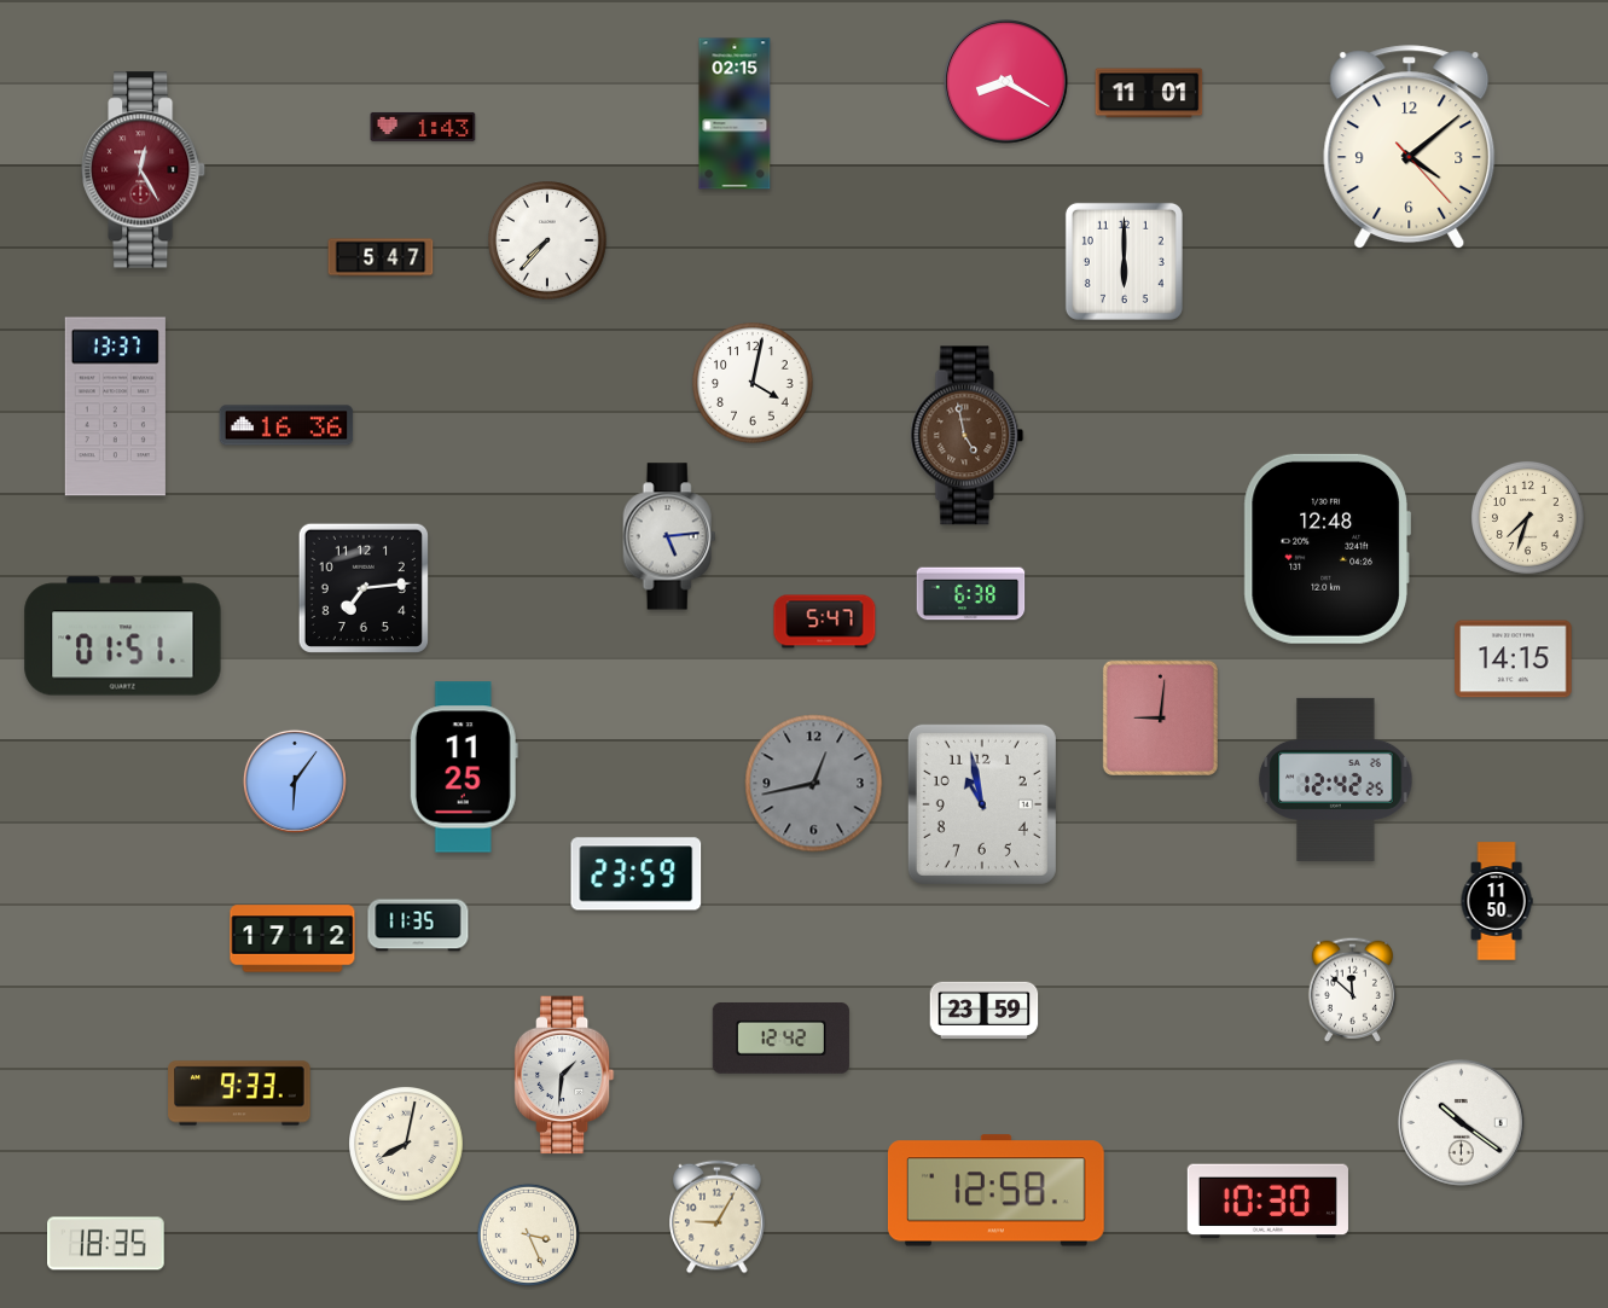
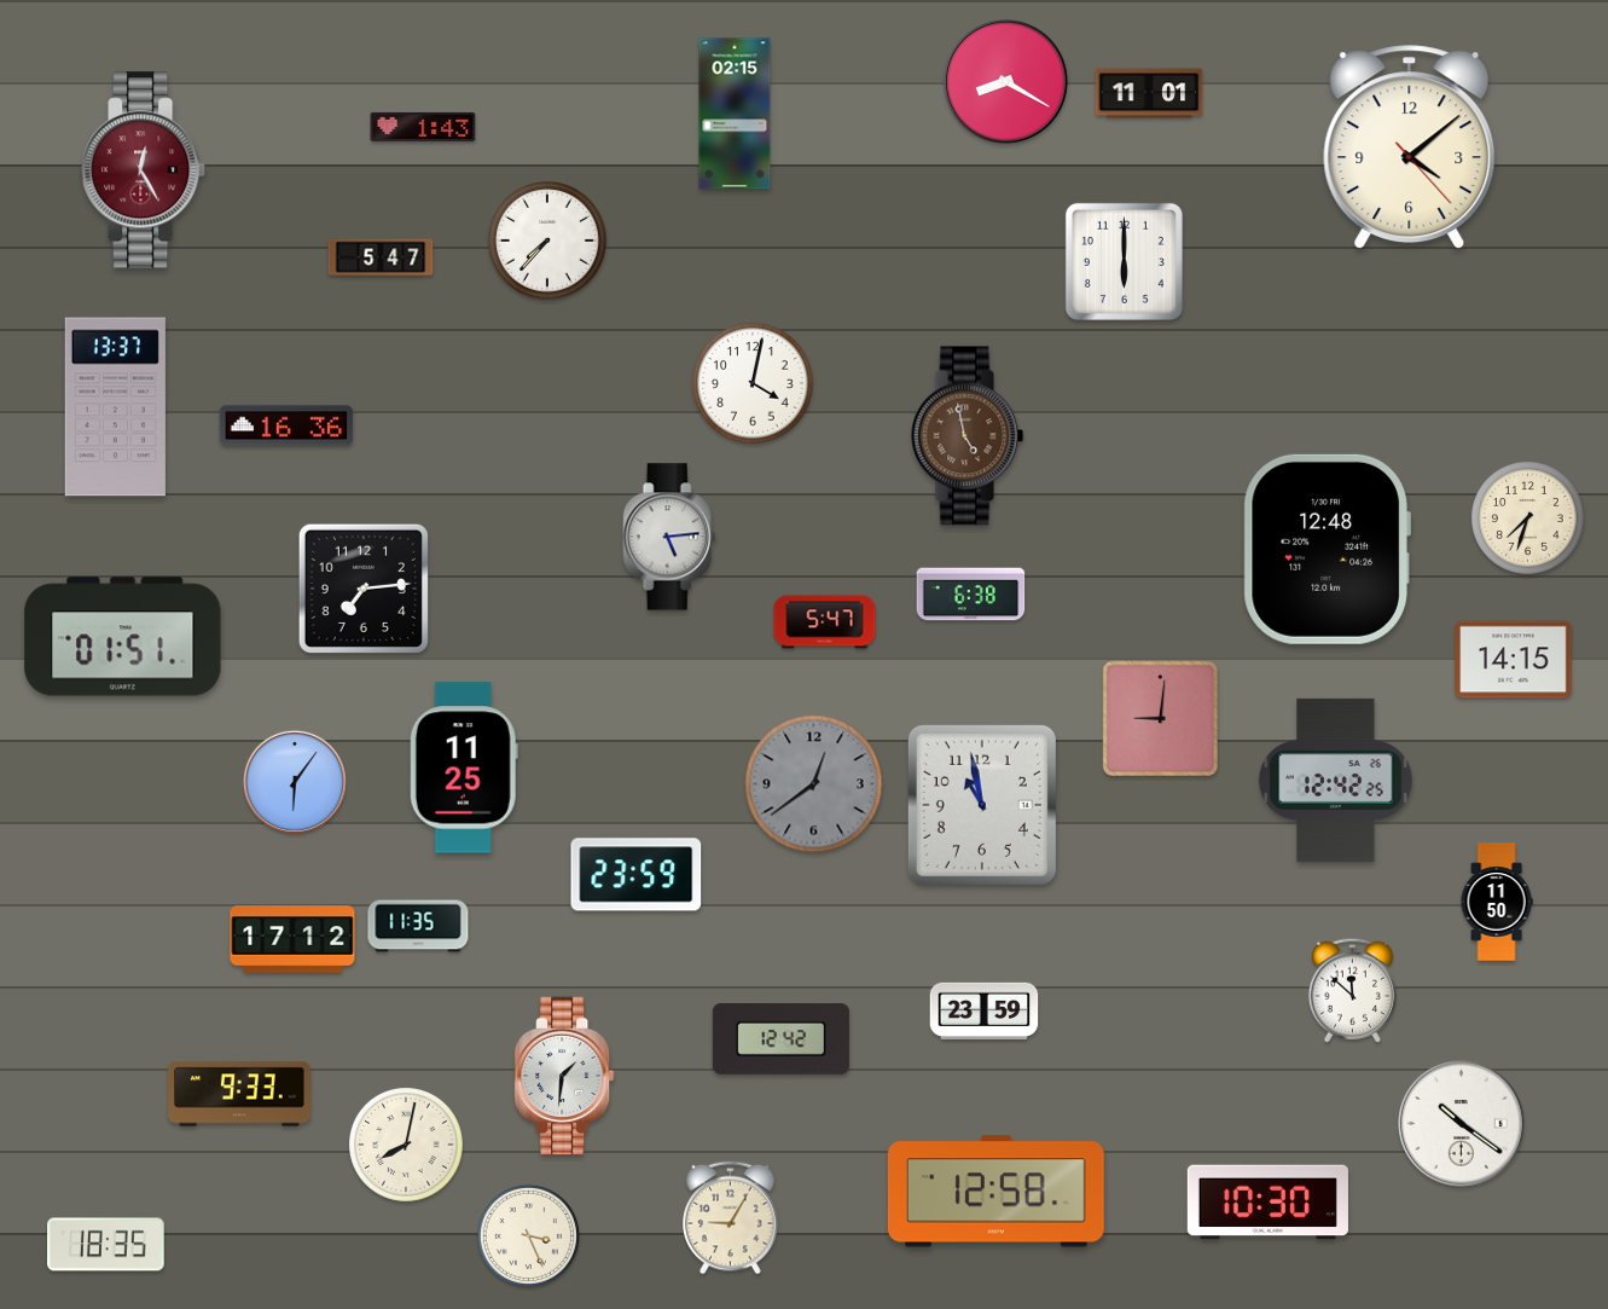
clock at (814, 784): 12:43 -> 12:39
clock at (718, 1217) position: (718, 1217) -> (731, 1218)
